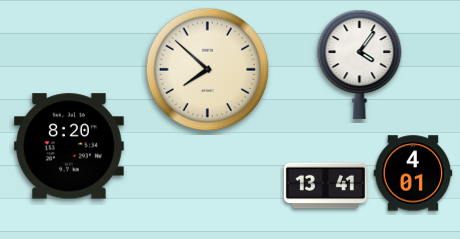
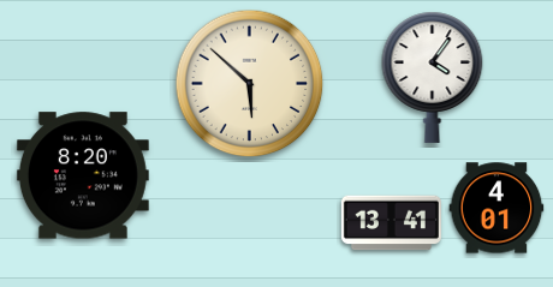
clock at (208, 70): 7:52 -> 5:52
